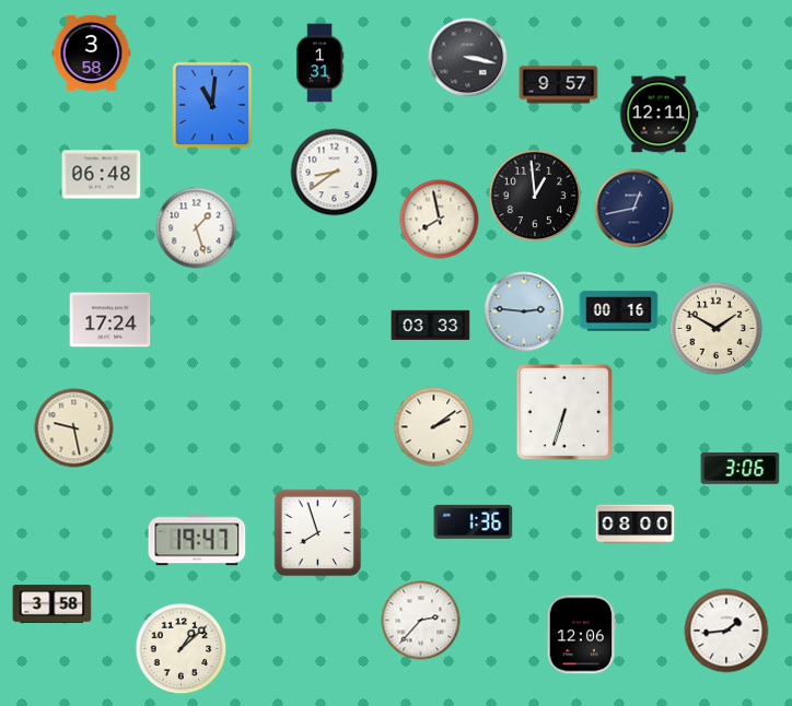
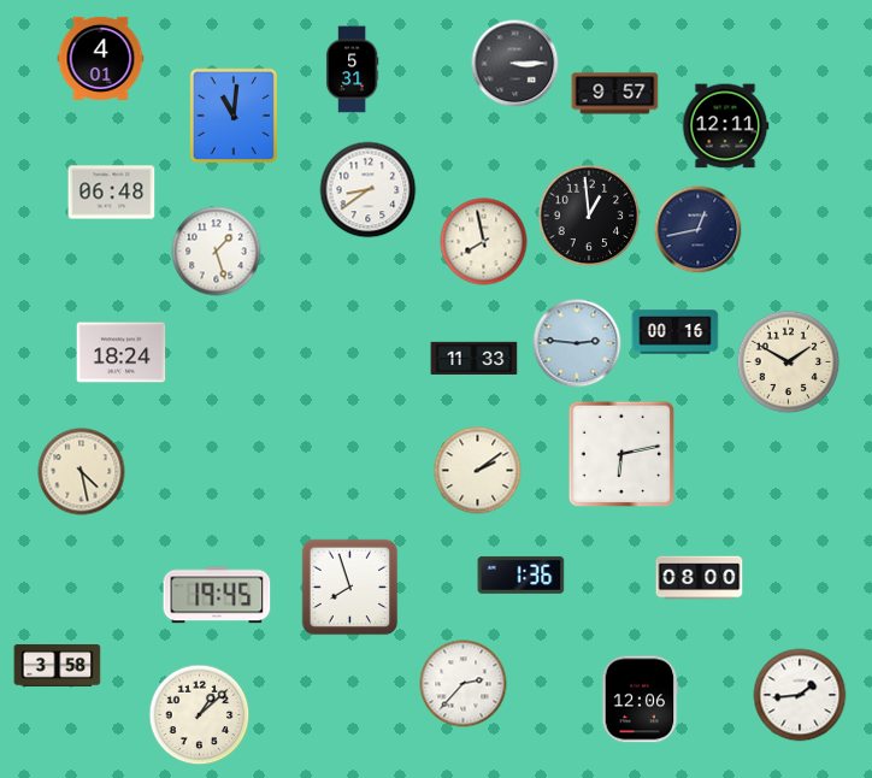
clock at (92, 52): 3:58 -> 4:01
clock at (468, 58): 3:17 -> 3:15
clock at (319, 63): 1:31 -> 5:31
clock at (619, 311) position: (619, 311) -> (676, 332)
clock at (110, 320): 17:24 -> 18:24
clock at (431, 325): 03:33 -> 11:33
clock at (564, 412): 6:33 -> 6:13
clock at (74, 428): 9:28 -> 4:28
clock at (741, 469): 3:06 -> none
clock at (197, 540): 19:47 -> 19:45
